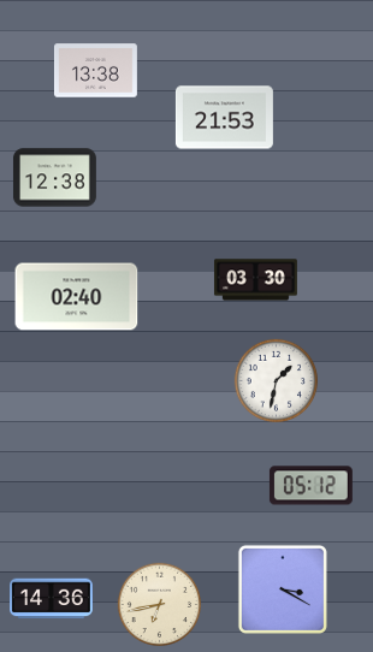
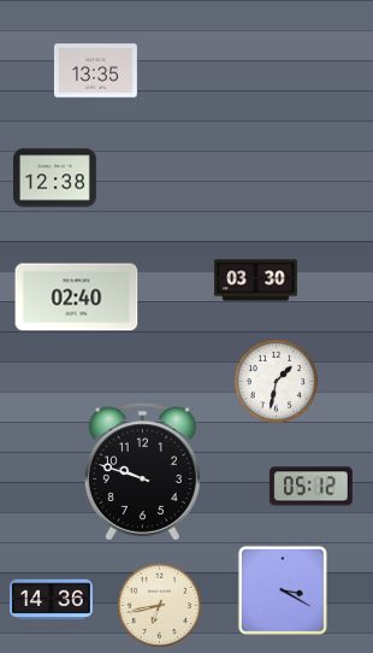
clock at (95, 71): 13:38 -> 13:35
clock at (224, 118): 21:53 -> none
clock at (142, 472): none -> 9:48
